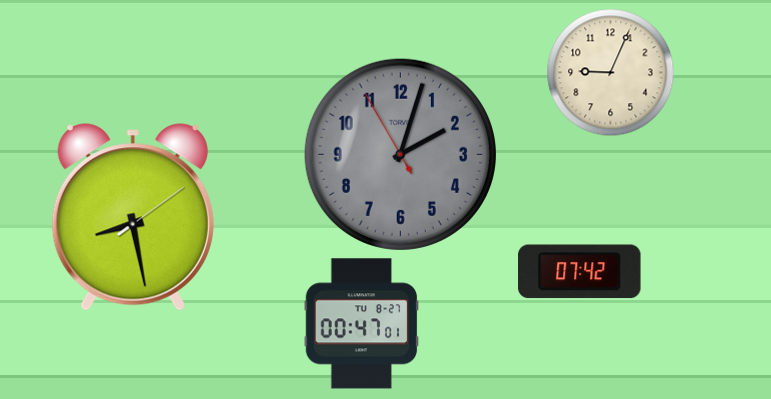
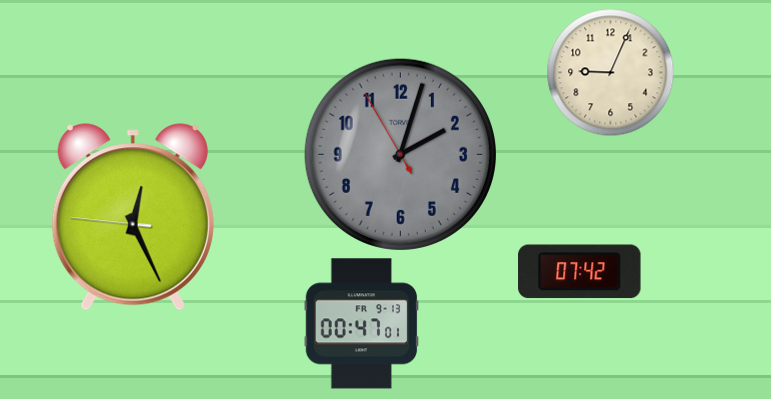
clock at (133, 217): 8:28 -> 12:25
clock at (362, 324) date: TU 8-27 -> FR 9-13
